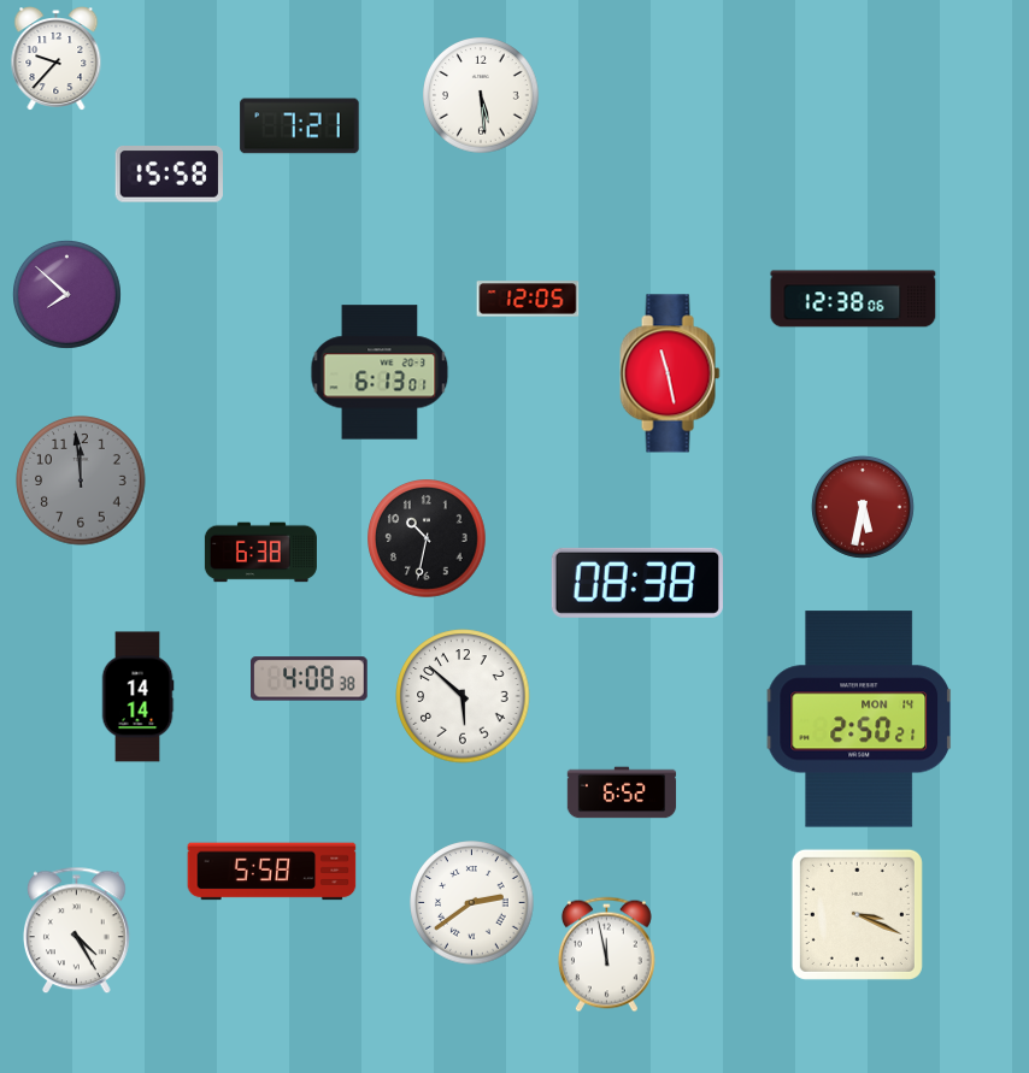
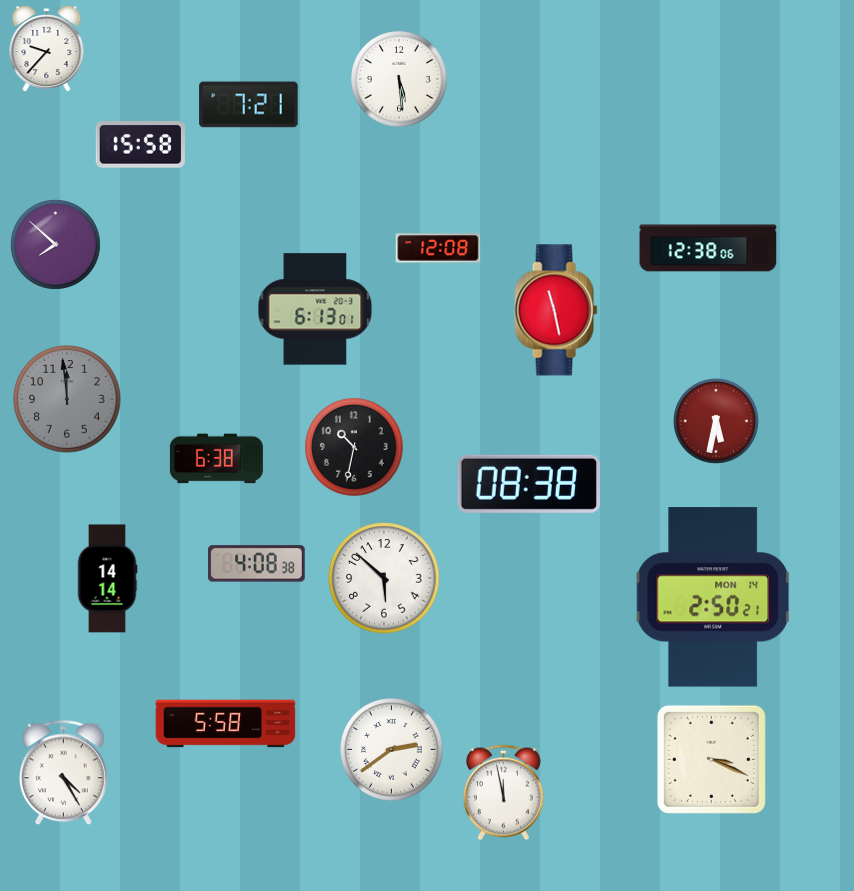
clock at (528, 299): 12:05 -> 12:08
clock at (137, 697) position: (137, 697) -> (107, 579)
clock at (622, 792): 6:52 -> none
